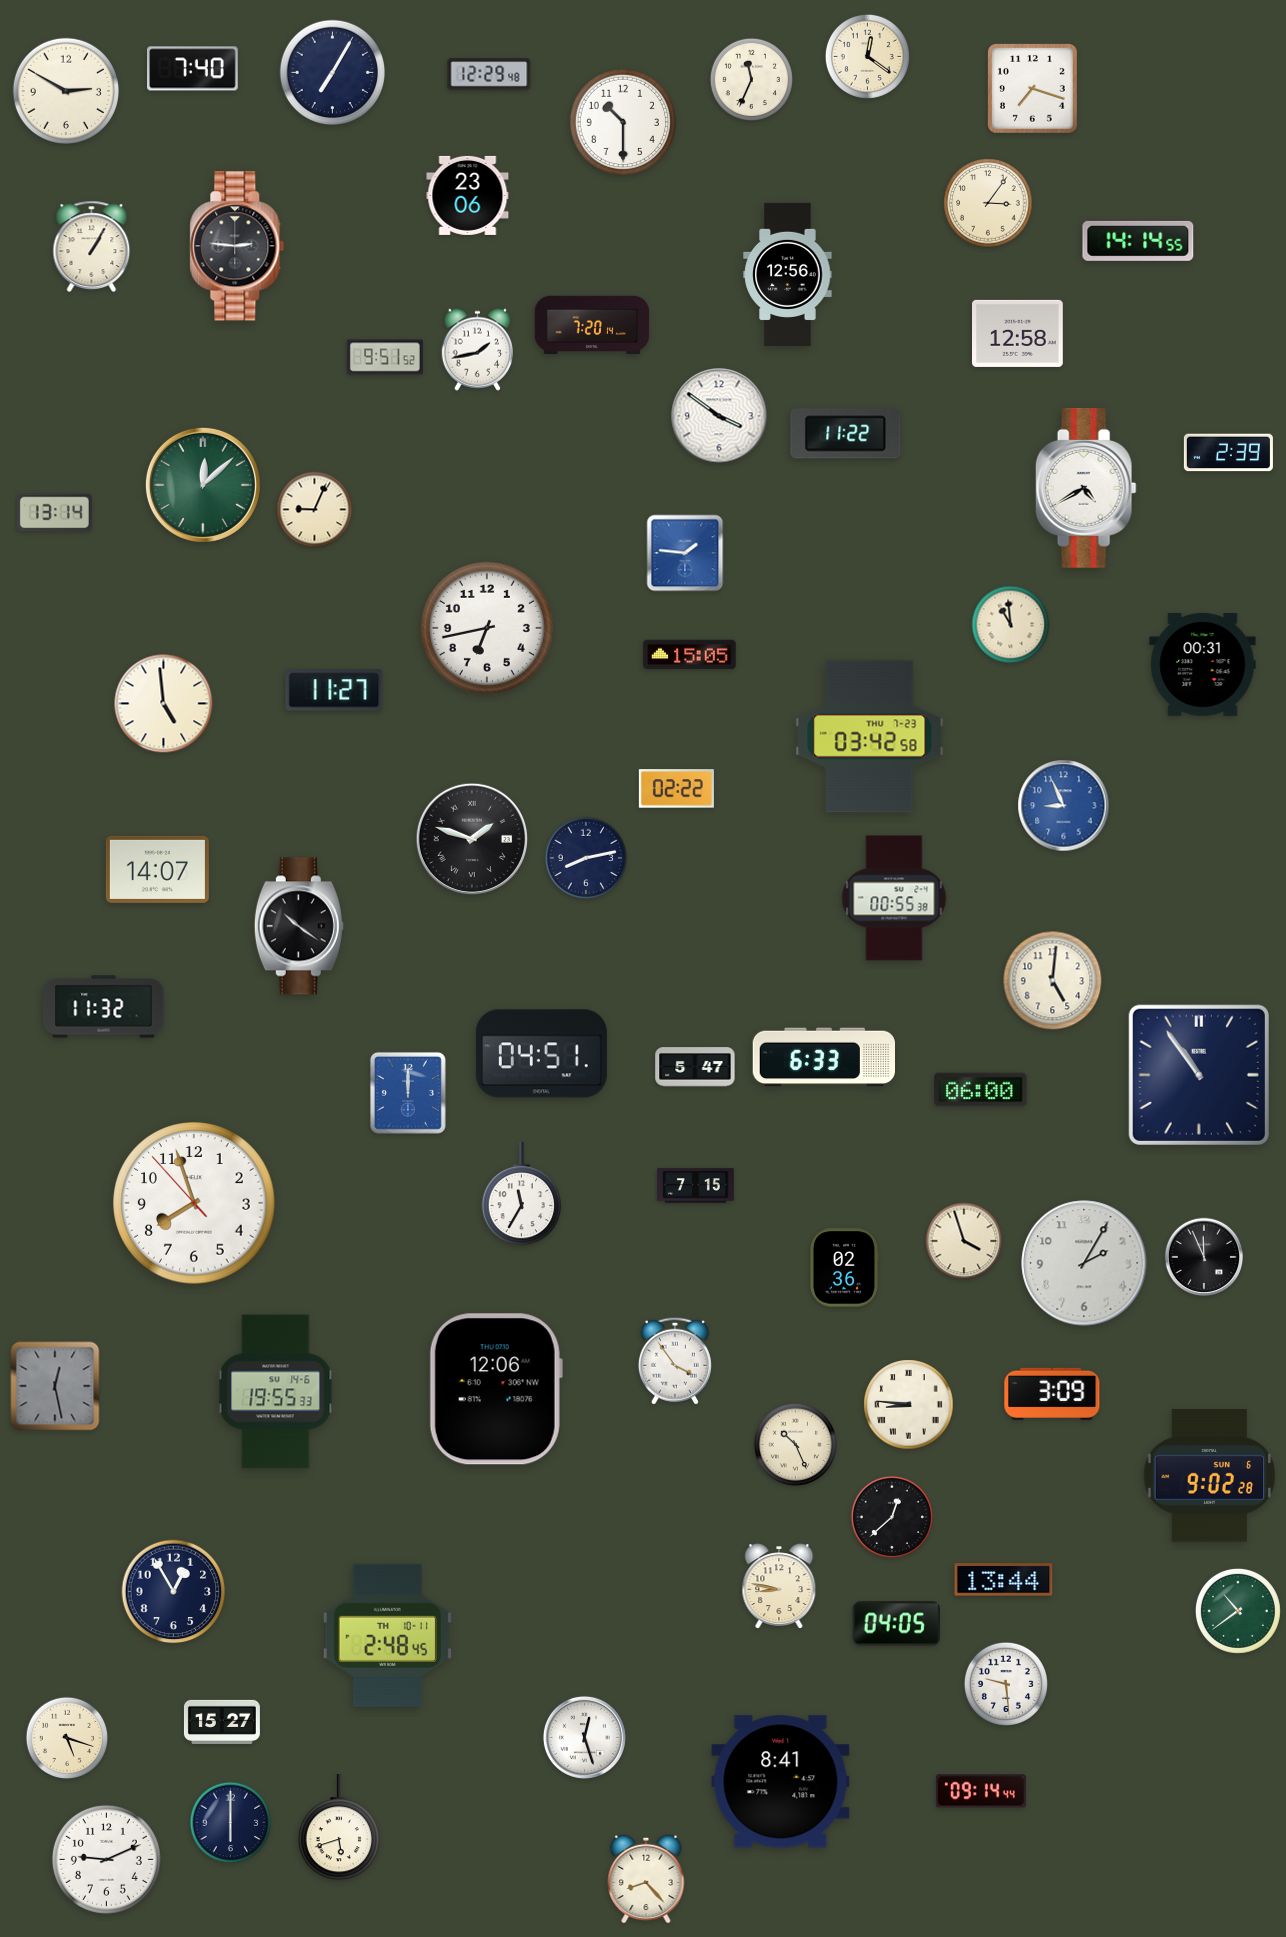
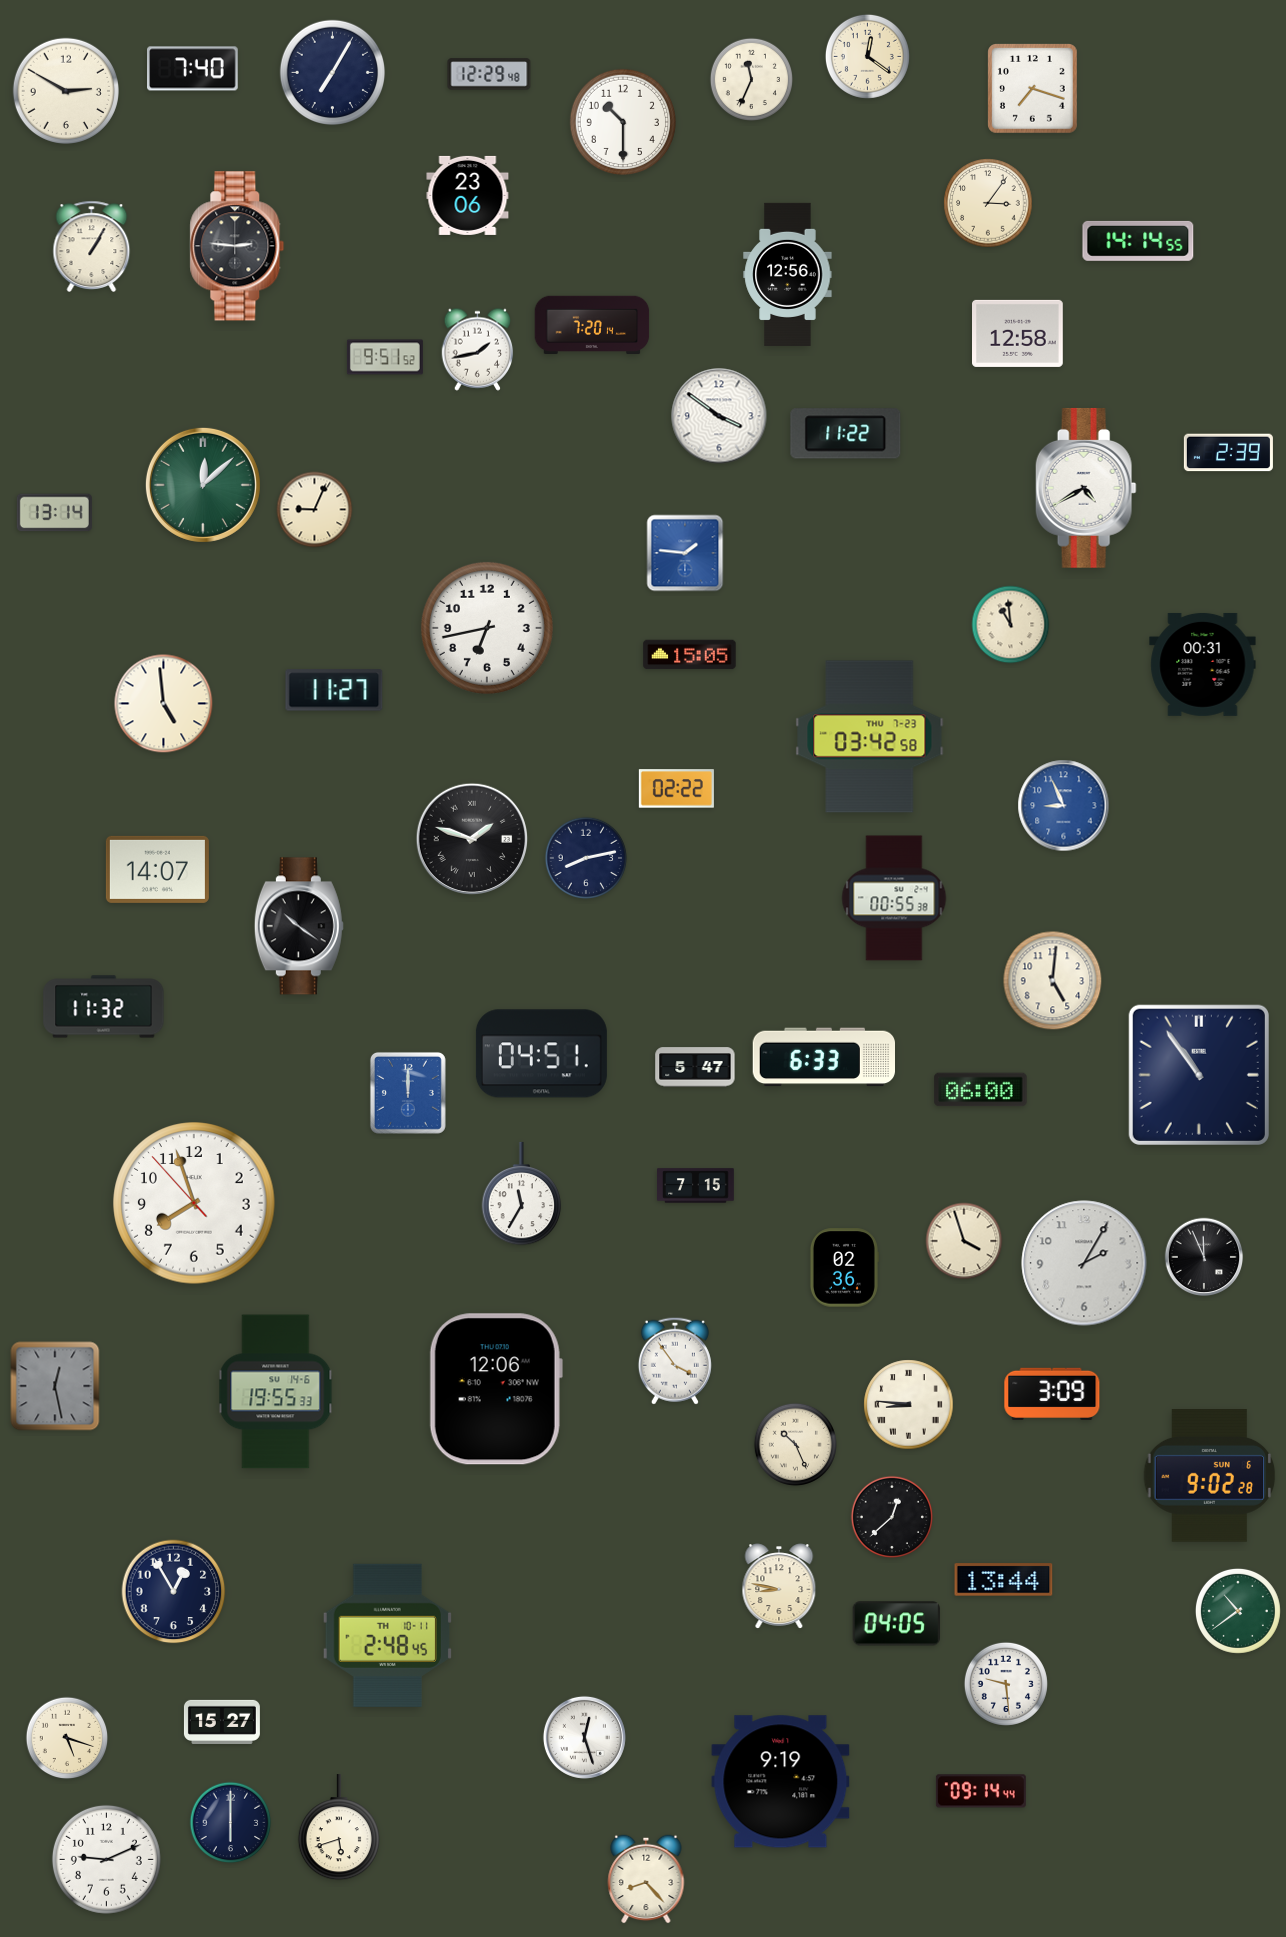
clock at (781, 1782): 8:41 -> 9:19
